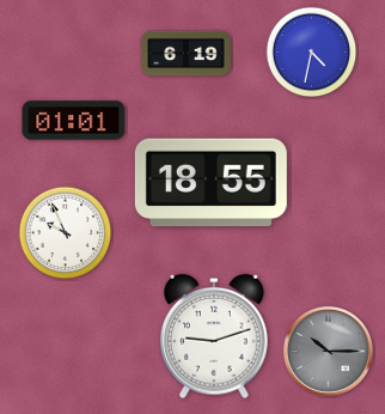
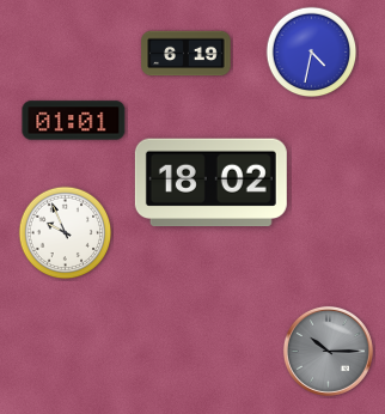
clock at (210, 183): 18:55 -> 18:02
clock at (215, 336): 9:12 -> none
